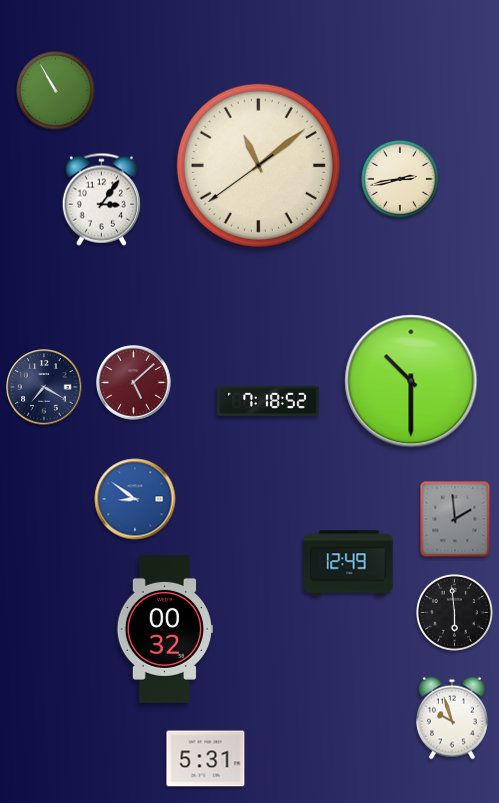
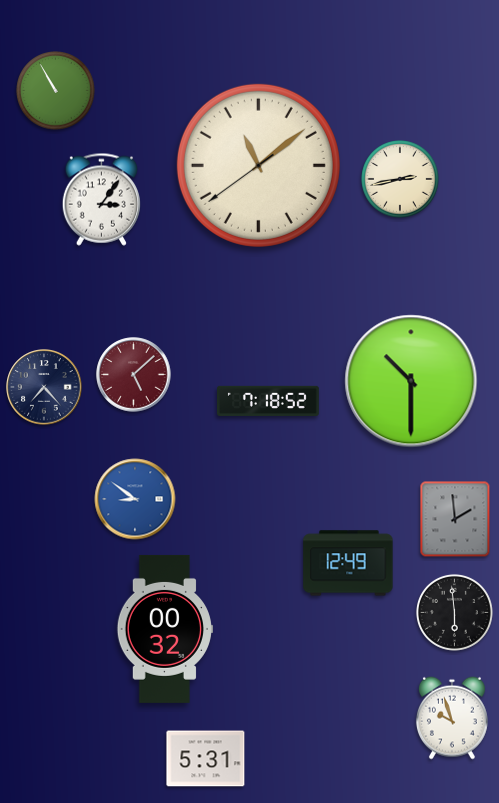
clock at (134, 383) position: (134, 383) -> (134, 375)
clock at (44, 387): 7:20 -> 7:23
